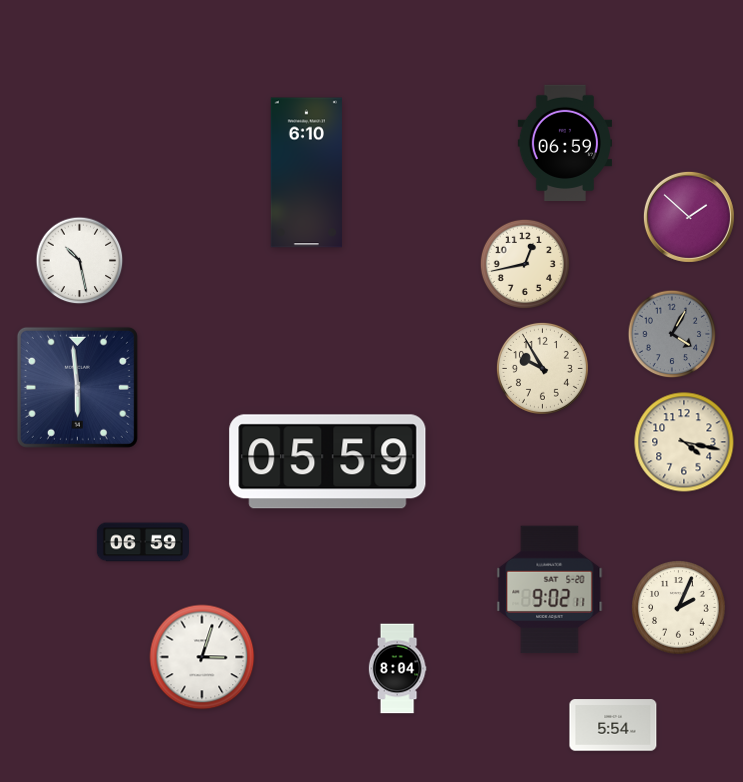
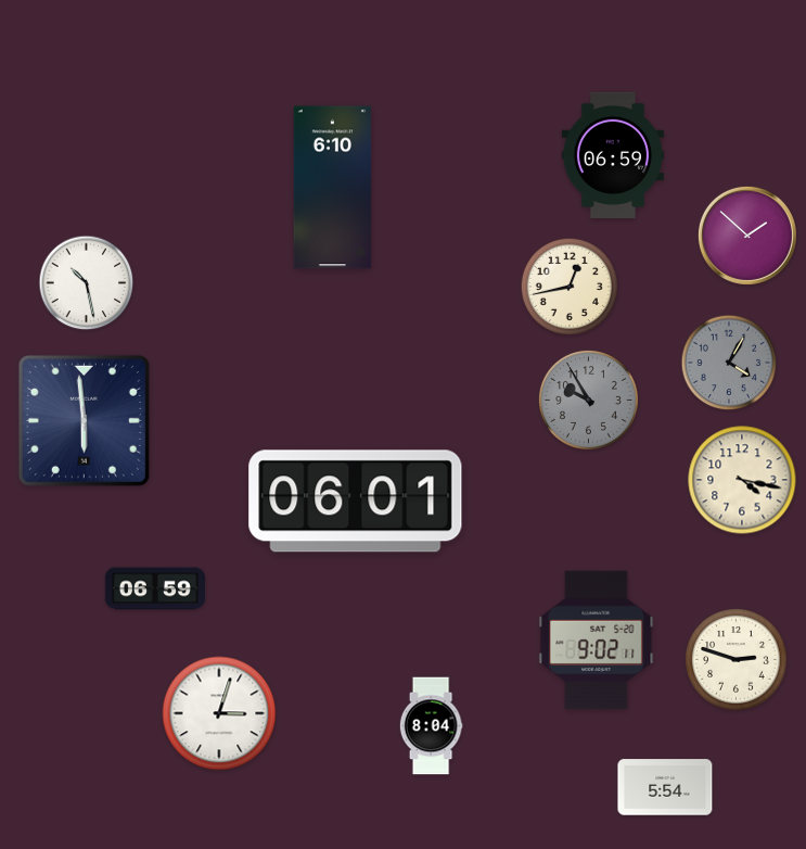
clock at (542, 368) dial: cream -> grey
clock at (328, 462): 05:59 -> 06:01
clock at (679, 608): 2:04 -> 2:48
